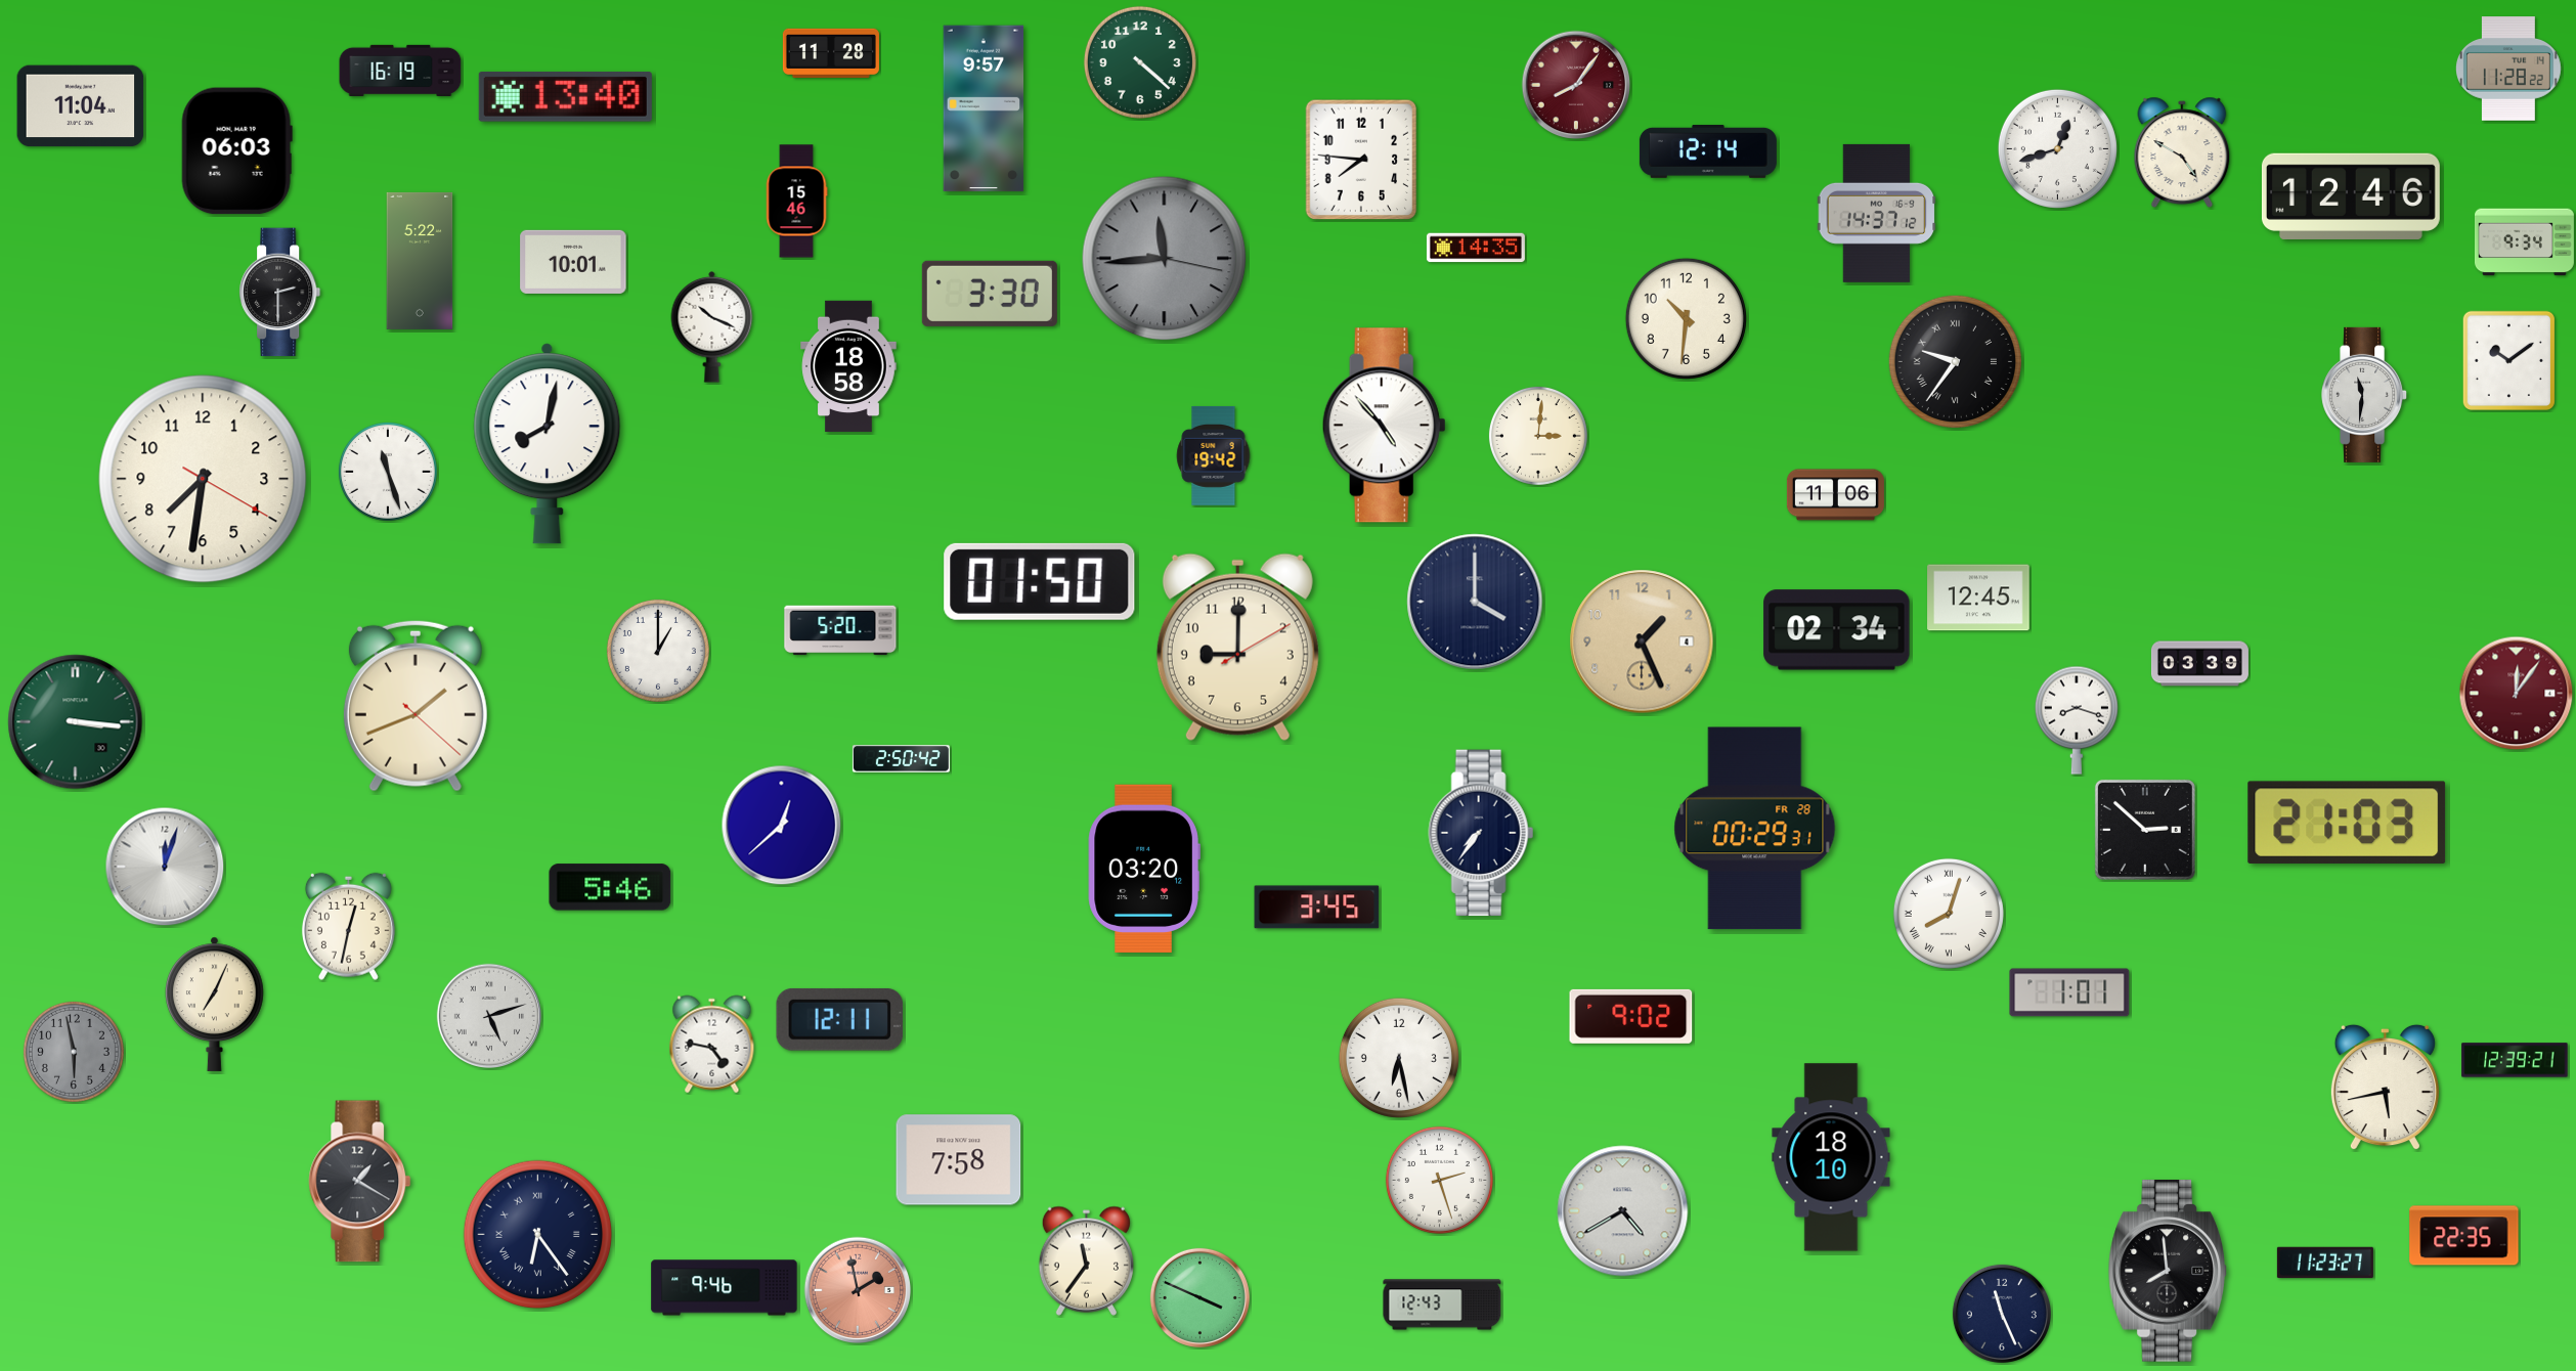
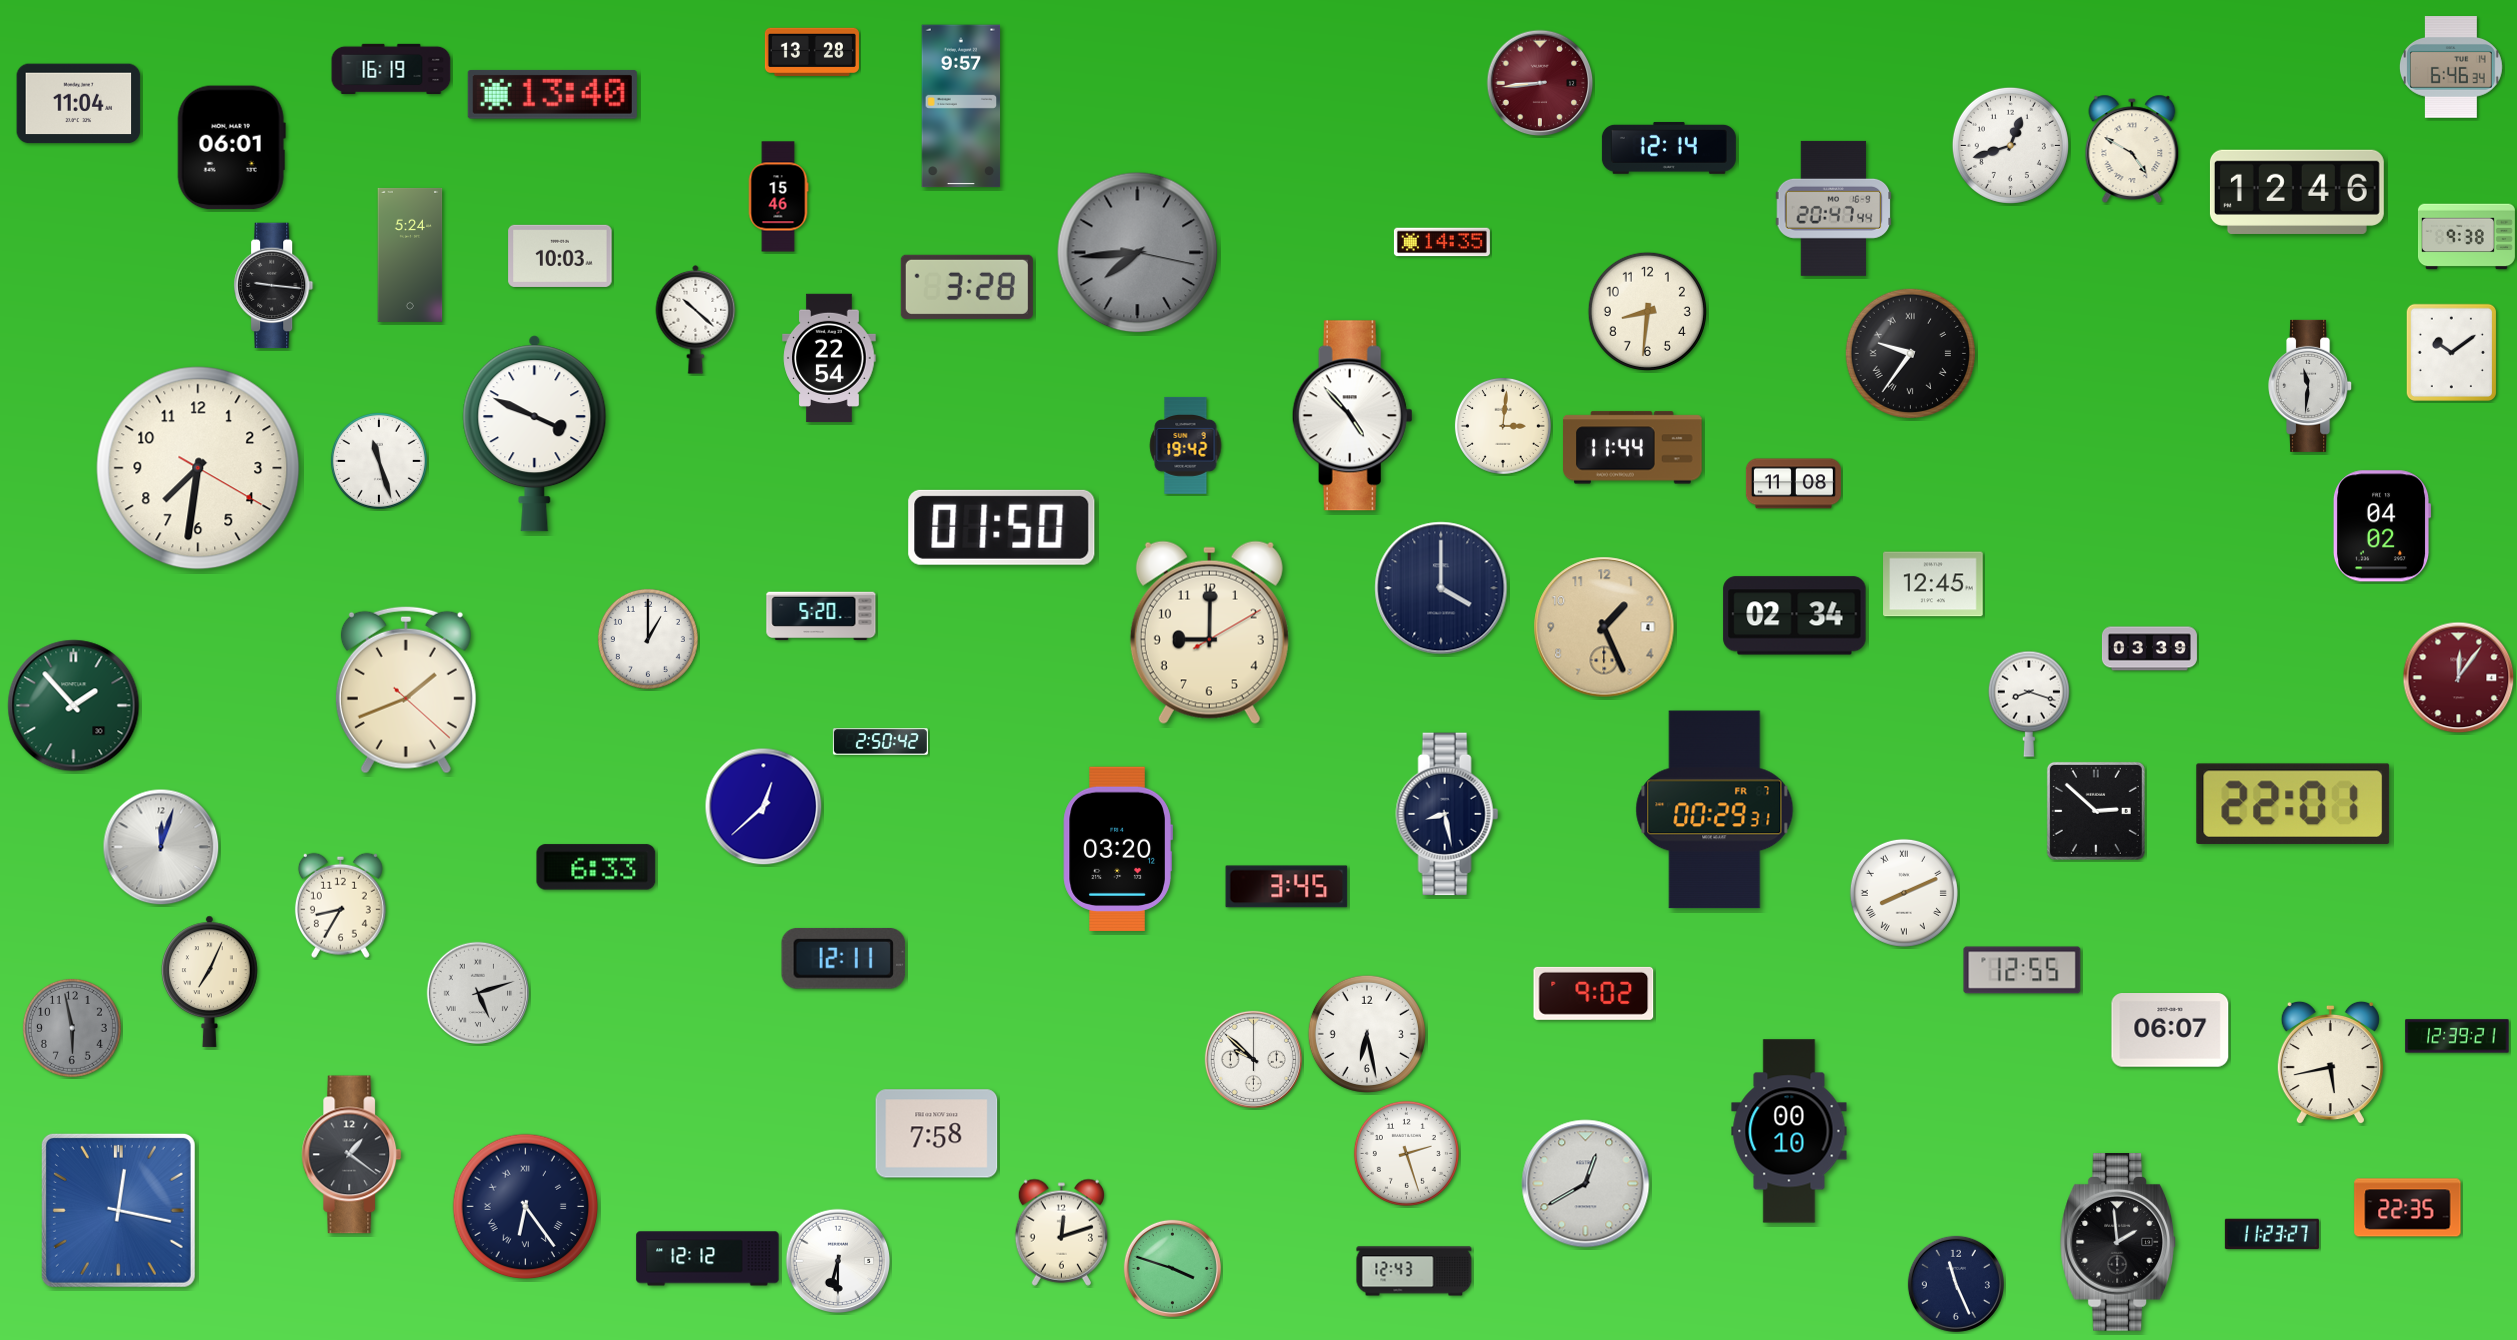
clock at (831, 53): 11:28 -> 13:28
clock at (1140, 62): 4:22 -> none
clock at (2508, 69): 11:28 -> 6:46
clock at (1576, 85): 8:06 -> 8:44
clock at (236, 151): 06:03 -> 06:01
clock at (1361, 160): 7:46 -> none
clock at (1877, 213): 14:37 -> 20:47
clock at (2524, 242): 9:34 -> 9:38
clock at (1165, 259): 11:44 -> 7:44
clock at (420, 261): 5:22 -> 5:24
clock at (573, 262): 10:01 -> 10:03
clock at (280, 293): 2:30 -> 9:16
clock at (990, 294): 3:30 -> 3:28
clock at (1686, 318): 10:31 -> 8:31
clock at (712, 326): 10:19 -> 10:22
clock at (848, 366): 18:58 -> 22:54
clock at (548, 444): 8:02 -> 3:49
clock at (1633, 448): none -> 11:44
clock at (1835, 495): 11:06 -> 11:08
clock at (2382, 526): none -> 04:02
clock at (1040, 581) position: (1040, 581) -> (1002, 527)
clock at (658, 651) position: (658, 651) -> (648, 639)
clock at (76, 722): 3:16 -> 1:53
clock at (2347, 823): 21:03 -> 22:01
clock at (1755, 829) date: FR 28 -> FR 7
clock at (1481, 833): 7:36 -> 8:28
clock at (610, 887): 5:46 -> 6:33
clock at (1949, 914): 8:03 -> 8:11
clock at (348, 926): 12:32 -> 8:35
clock at (2069, 992): 1:01 -> 12:55
clock at (840, 1019) position: (840, 1019) -> (844, 958)
clock at (712, 1045): 4:47 -> none
clock at (2170, 1031): none -> 06:07
clock at (1253, 1059): none -> 9:52
clock at (1831, 1157): 18:10 -> 00:10
clock at (360, 1182): 1:20 -> 1:21
clock at (1623, 1211): 4:40 -> 12:40
clock at (118, 1210): none -> 12:17
clock at (1086, 1261): 11:36 -> 12:12
clock at (2167, 1272): 7:59 -> 1:59
clock at (725, 1288): 9:46 -> 12:12
clock at (858, 1290): 1:58 -> 6:30
clock at (858, 1290) dial: salmon -> white
clock at (1199, 1297): 3:49 -> 3:48
clock at (1442, 1304) position: (1442, 1304) -> (1414, 1271)
